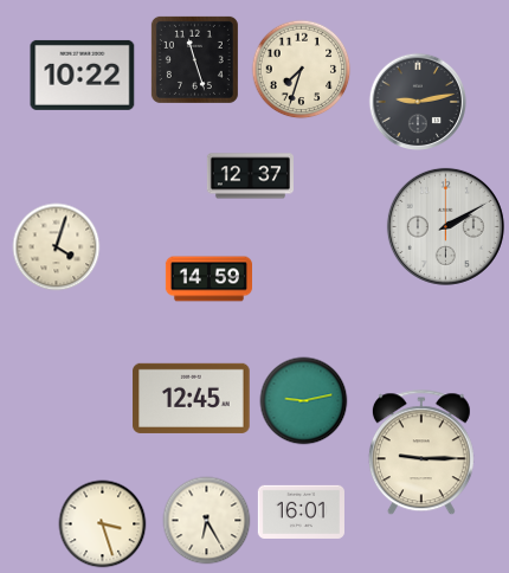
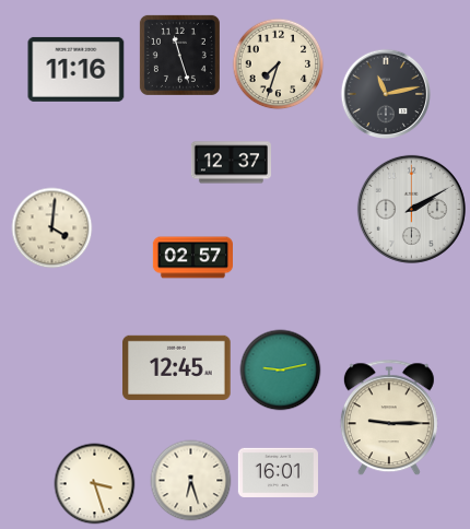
clock at (83, 75): 10:22 -> 11:16
clock at (418, 102): 9:13 -> 11:13
clock at (57, 247): 4:03 -> 4:01
clock at (208, 279): 14:59 -> 02:57
clock at (207, 521): 6:25 -> 6:27
